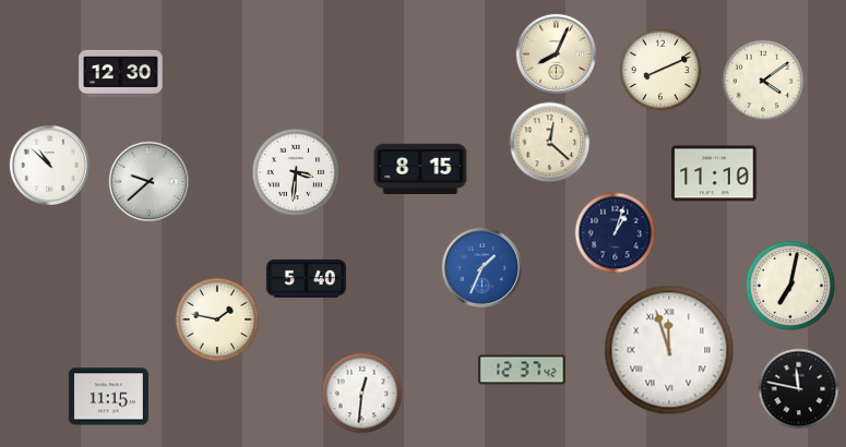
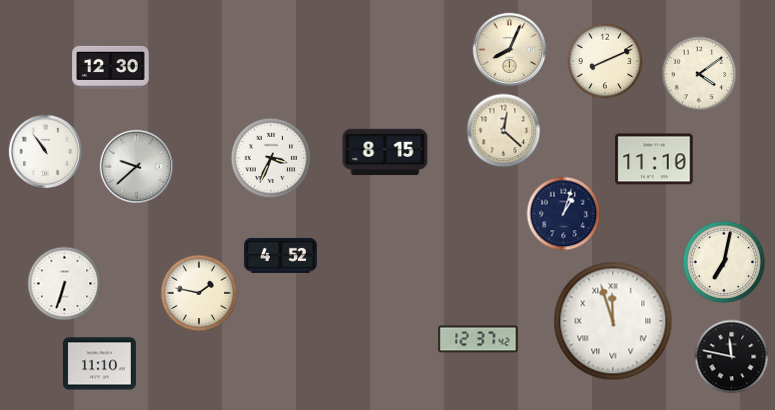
clock at (660, 70) position: (660, 70) -> (605, 61)
clock at (49, 165): 10:52 -> 10:54
clock at (420, 169) position: (420, 169) -> (385, 152)
clock at (296, 172): 3:31 -> 3:34
clock at (481, 267): 1:34 -> none
clock at (306, 278): 5:40 -> 4:52
clock at (65, 284): none -> 6:33
clock at (362, 394): 12:31 -> none
clock at (108, 397): 11:15 -> 11:10
